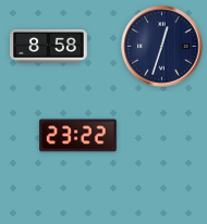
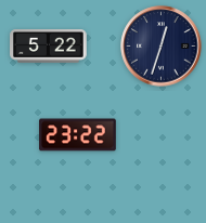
clock at (49, 47): 8:58 -> 5:22
